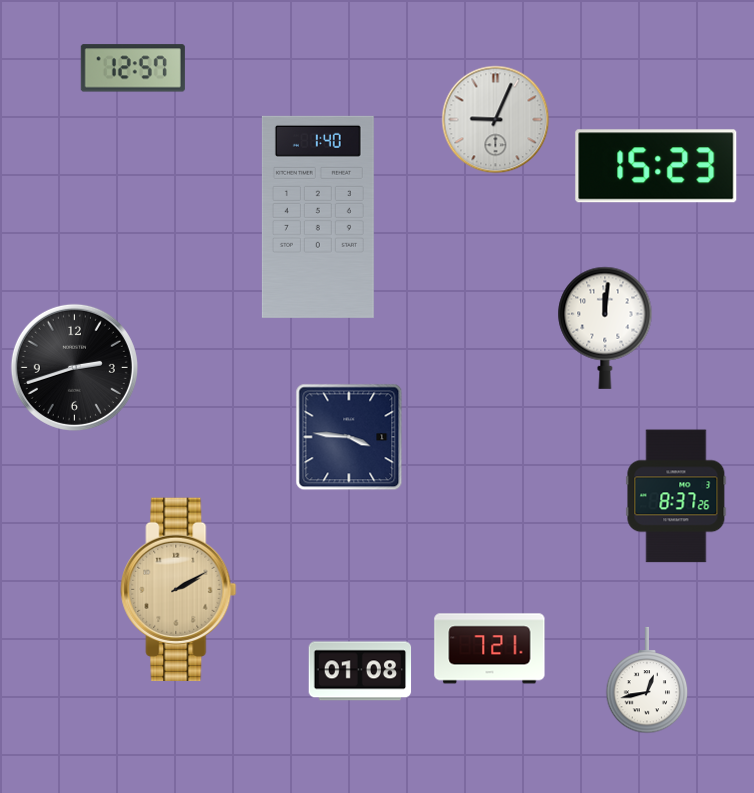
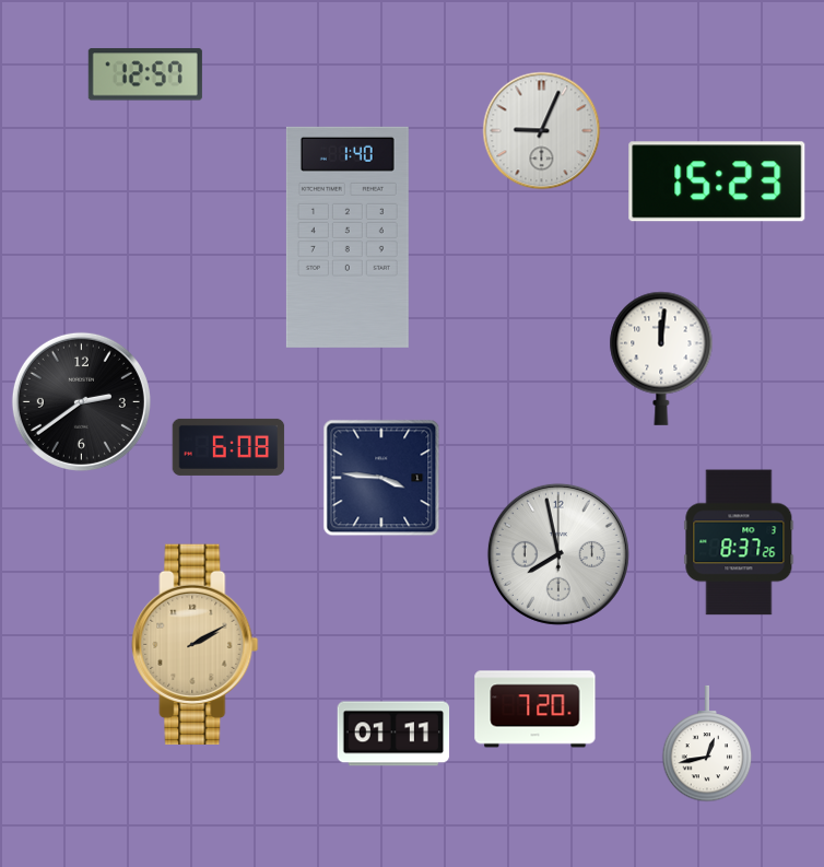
clock at (74, 367): 2:42 -> 2:39
clock at (228, 447): none -> 6:08
clock at (558, 554): none -> 7:58
clock at (490, 649): 7:21 -> 7:20
clock at (360, 671): 01:08 -> 01:11
